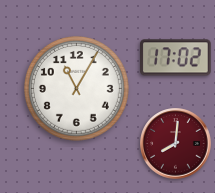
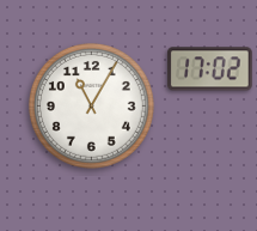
clock at (176, 144): 8:01 -> none
